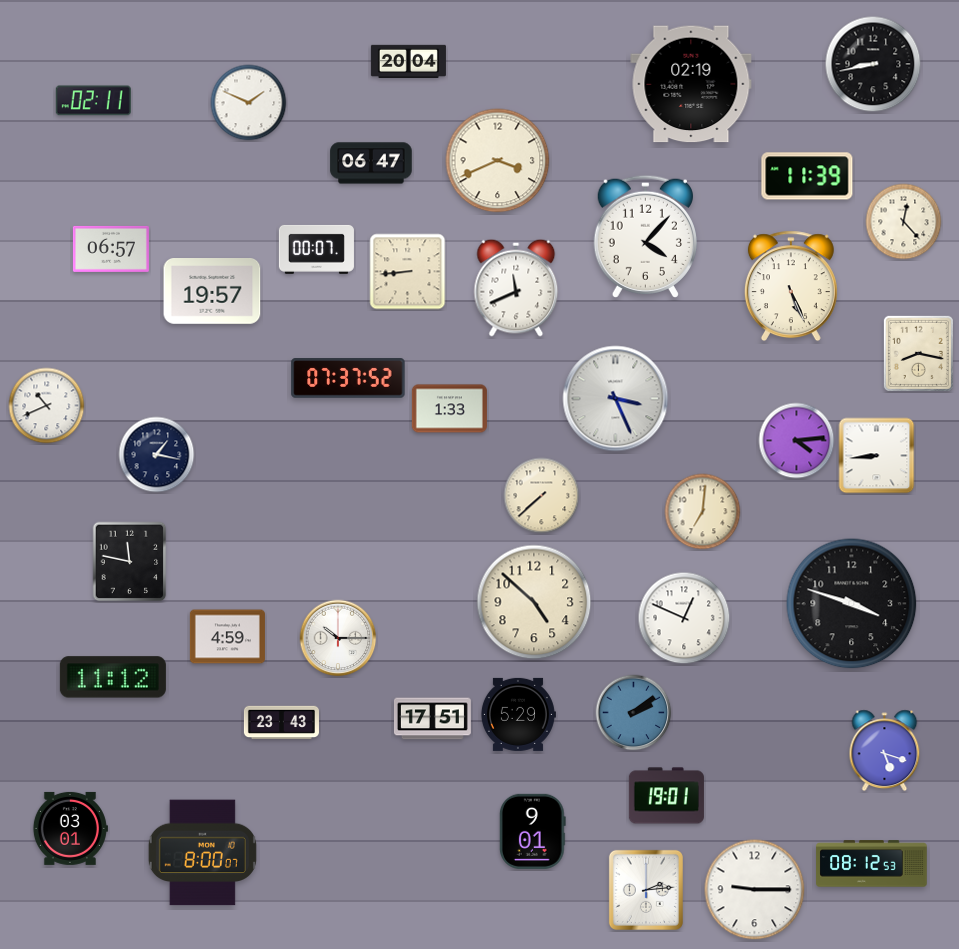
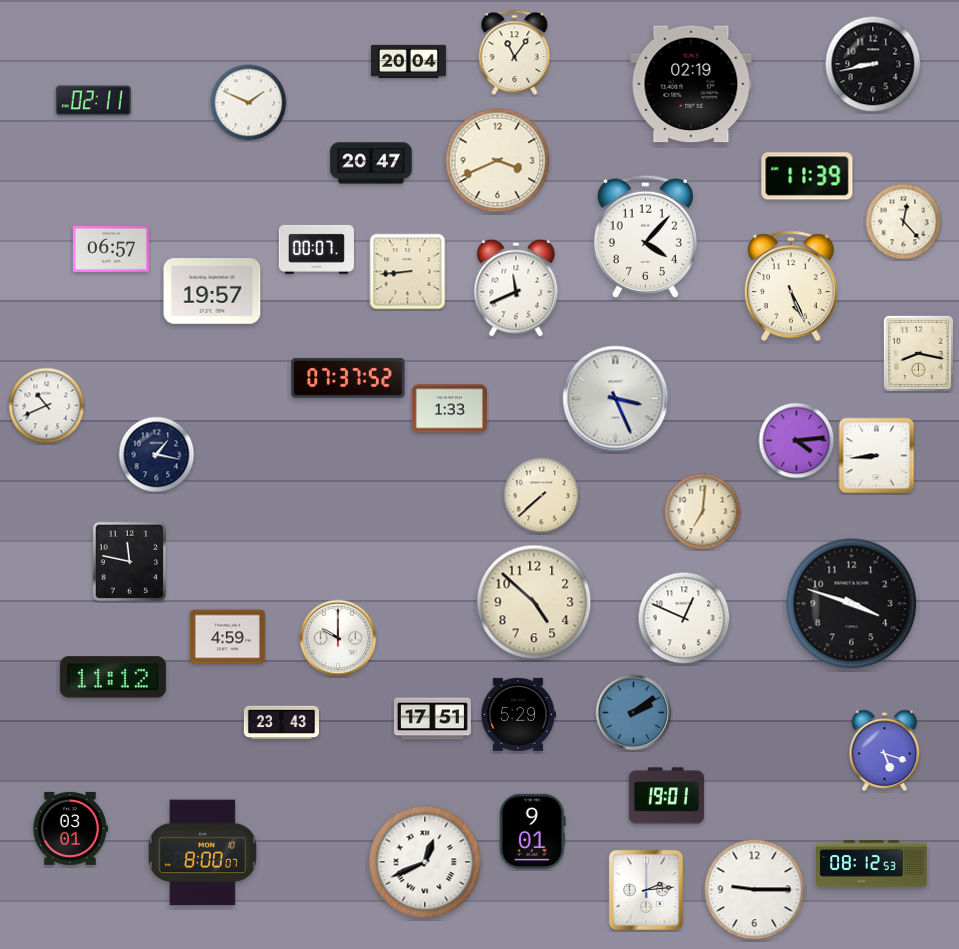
clock at (515, 53): none -> 11:06
clock at (371, 163): 06:47 -> 20:47
clock at (338, 638): 10:15 -> 10:00
clock at (425, 862): none -> 12:41
